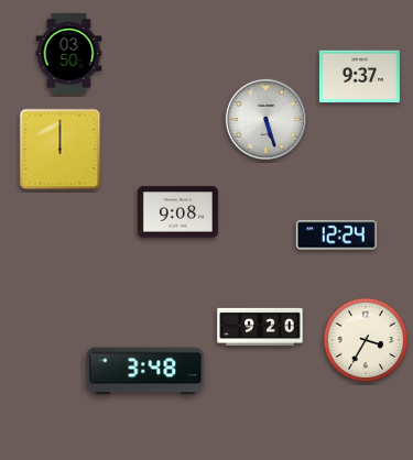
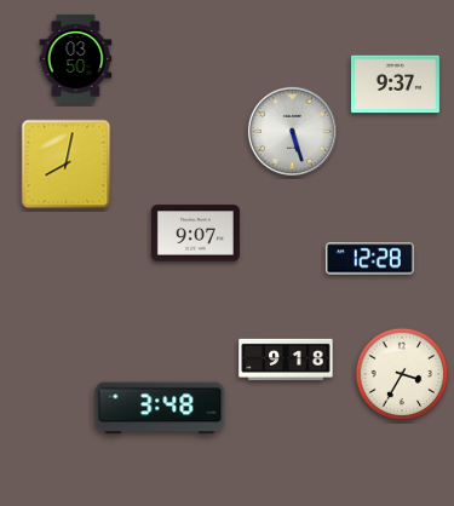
clock at (61, 150): 12:00 -> 8:02
clock at (177, 212): 9:08 -> 9:07
clock at (336, 236): 12:24 -> 12:28
clock at (260, 326): 9:20 -> 9:18
